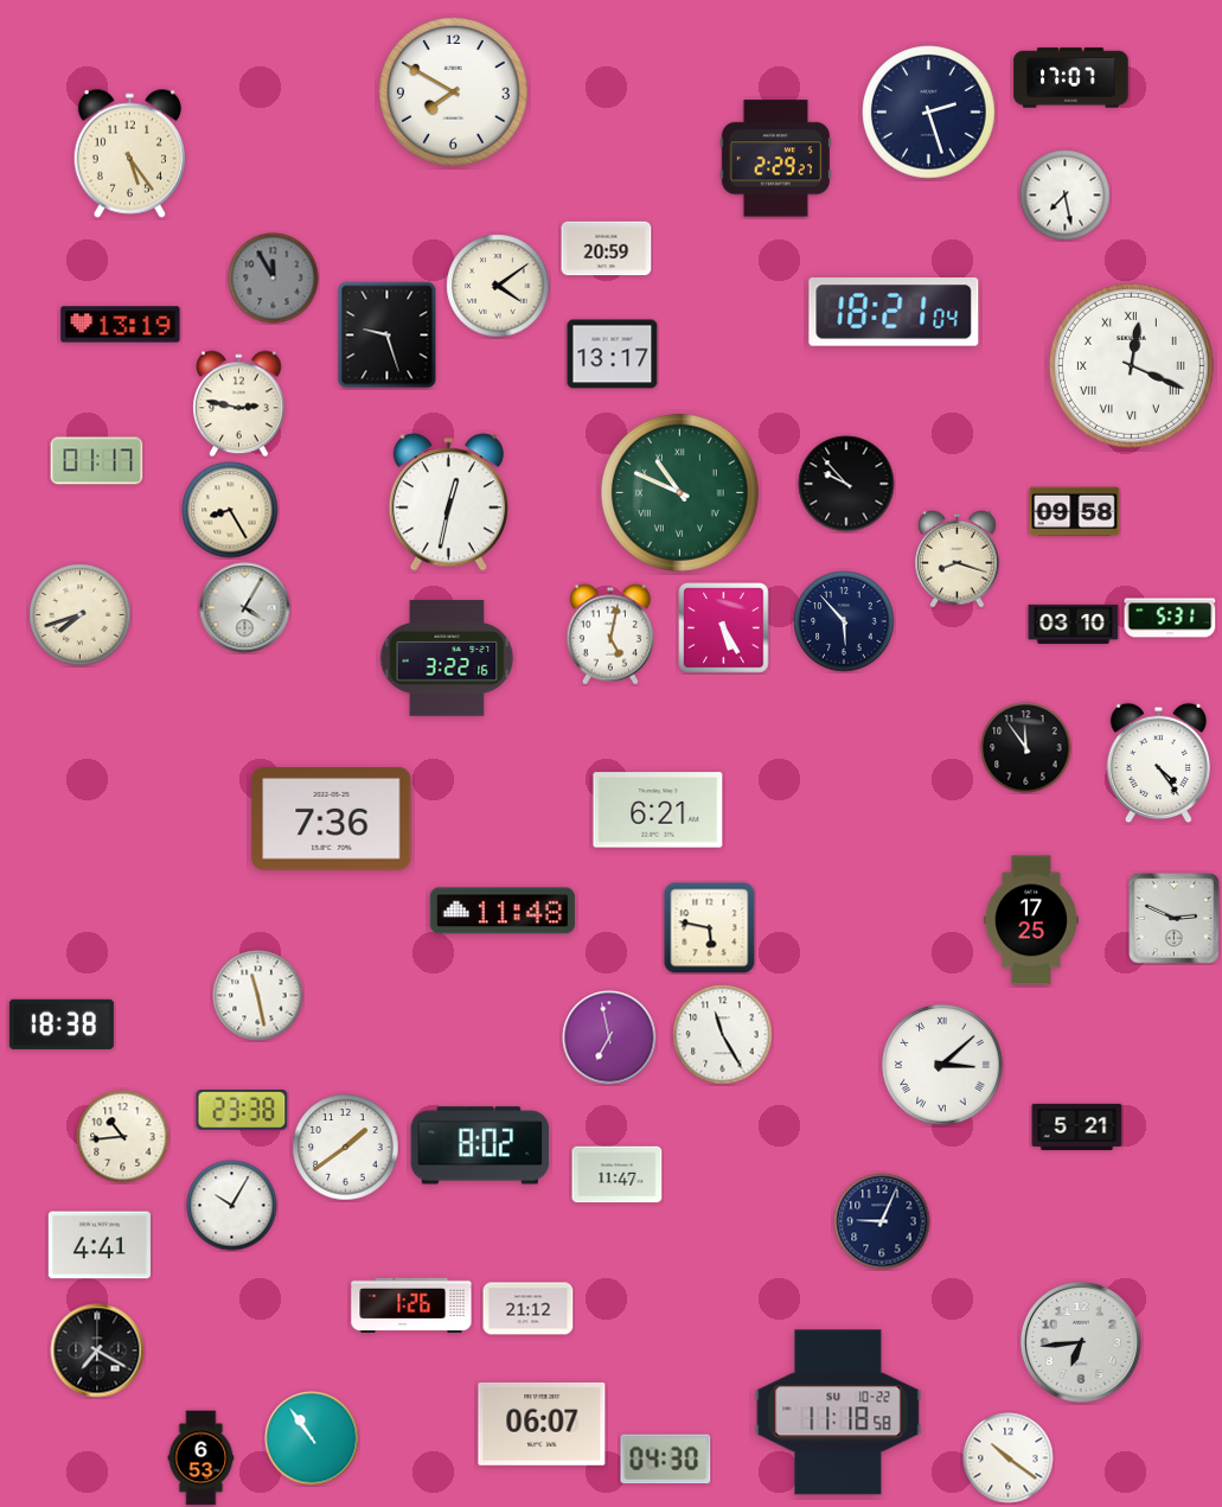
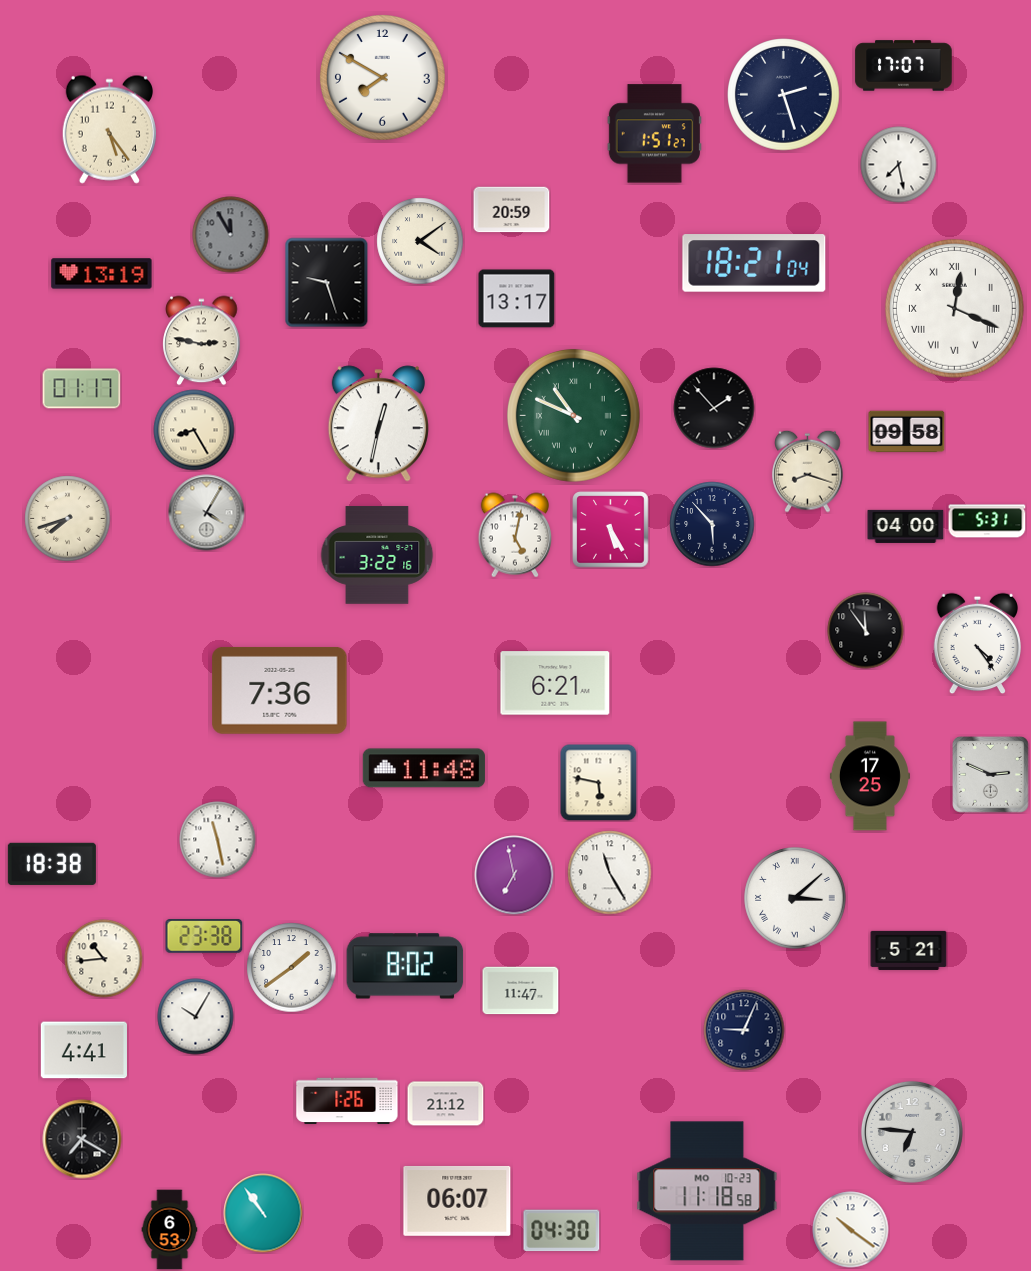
clock at (775, 159): 2:29 -> 1:51
clock at (846, 484): 9:53 -> 1:53
clock at (1074, 624): 03:10 -> 04:00
clock at (1081, 1342): 6:44 -> 6:46
clock at (838, 1412) date: SU 10-22 -> MO 10-23
